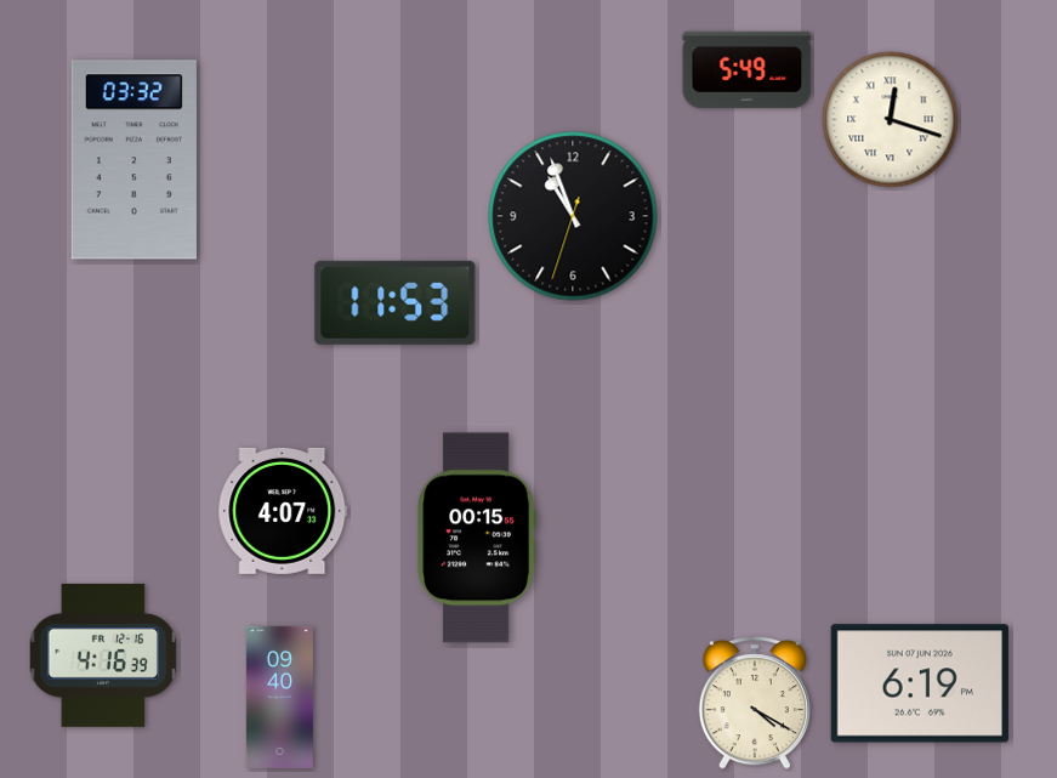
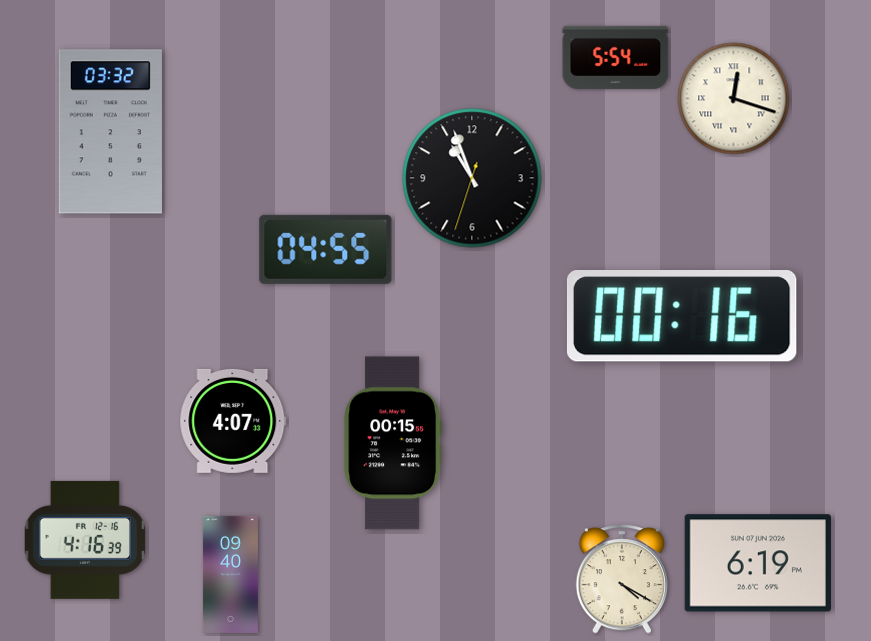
clock at (748, 69): 5:49 -> 5:54
clock at (396, 302): 11:53 -> 04:55
clock at (682, 317): none -> 00:16
